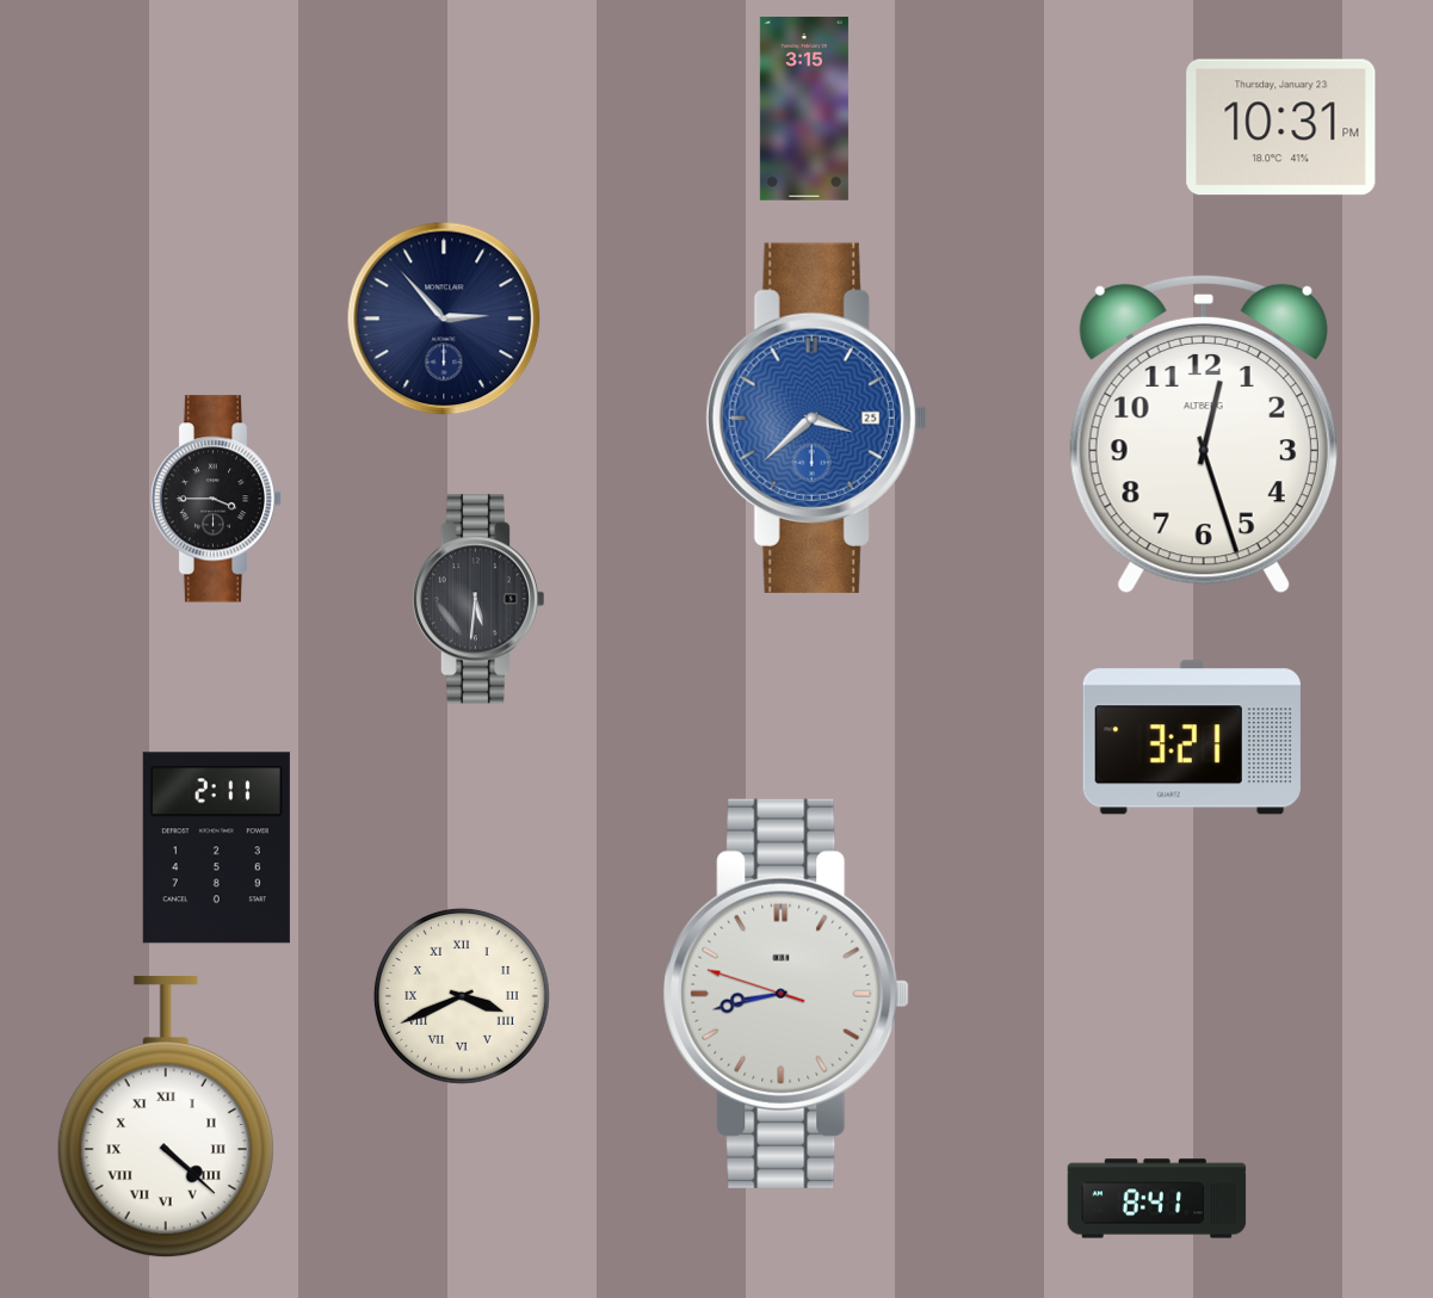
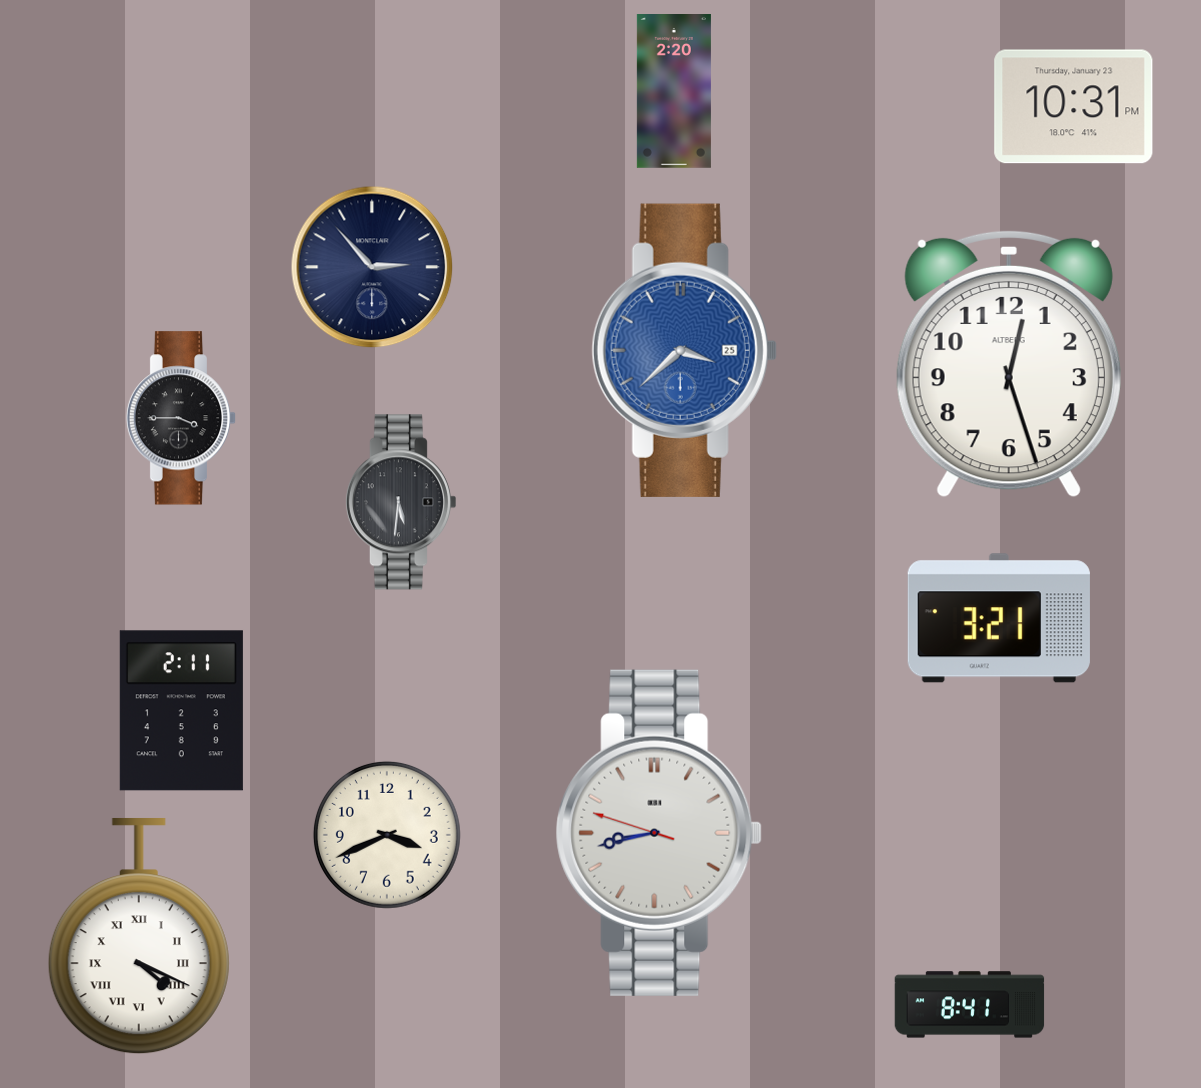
clock at (804, 110): 3:15 -> 2:20
clock at (462, 996) numerals: Roman -> Arabic
clock at (166, 1117): 4:22 -> 4:19
